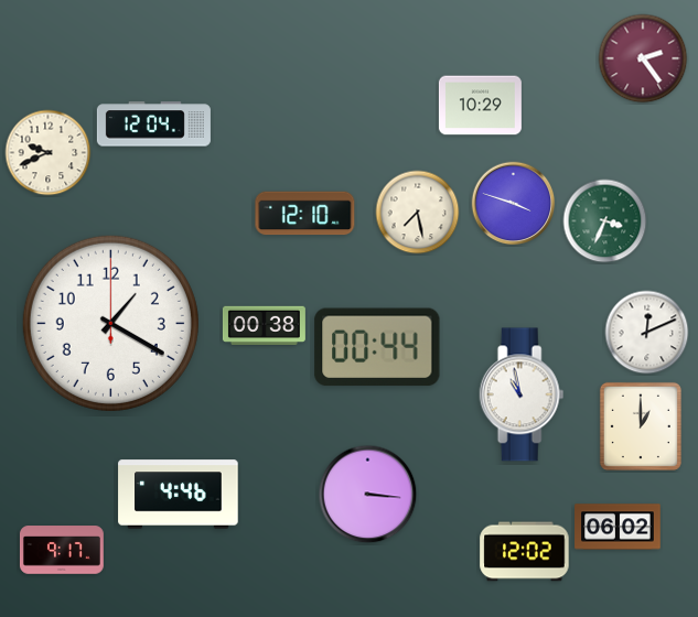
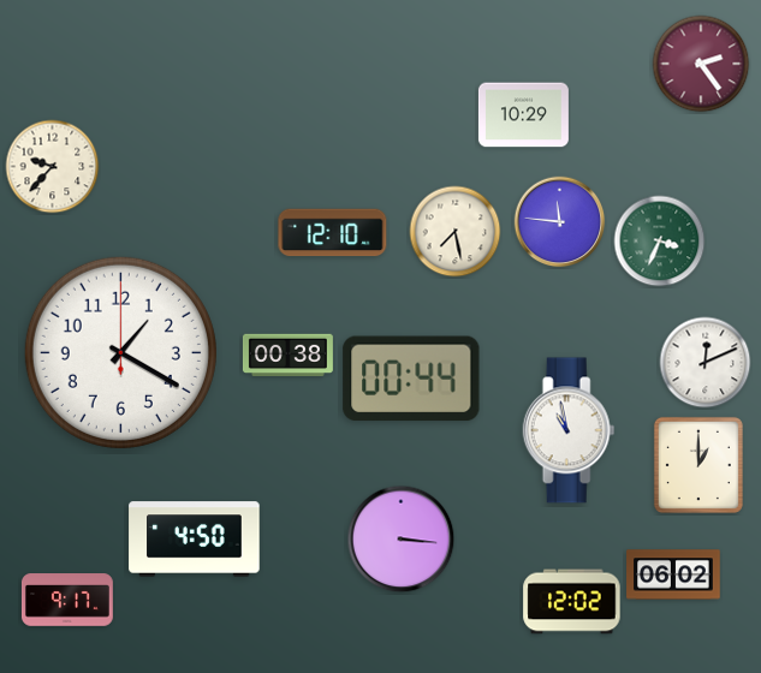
clock at (153, 125): 12:04 -> none
clock at (49, 153): 9:41 -> 9:37
clock at (514, 204): 3:48 -> 11:46
clock at (179, 495): 4:46 -> 4:50
